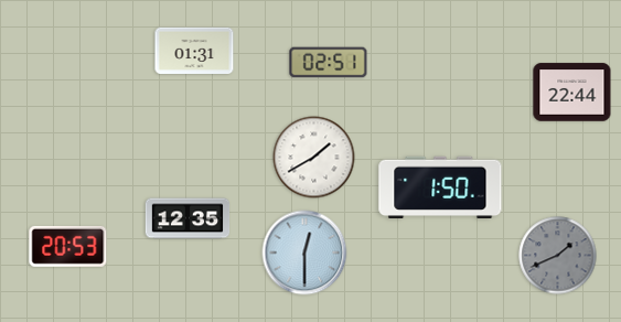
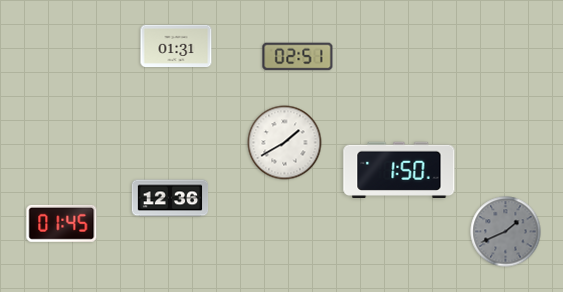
clock at (572, 93): 22:44 -> none
clock at (188, 218): 12:35 -> 12:36
clock at (68, 246): 20:53 -> 01:45
clock at (304, 253): 12:30 -> none
